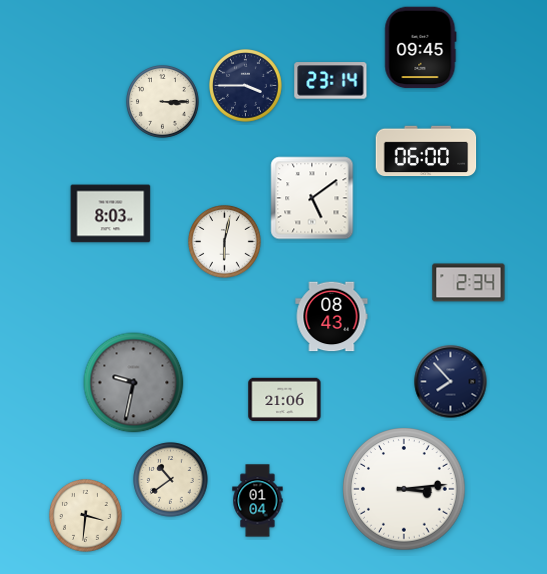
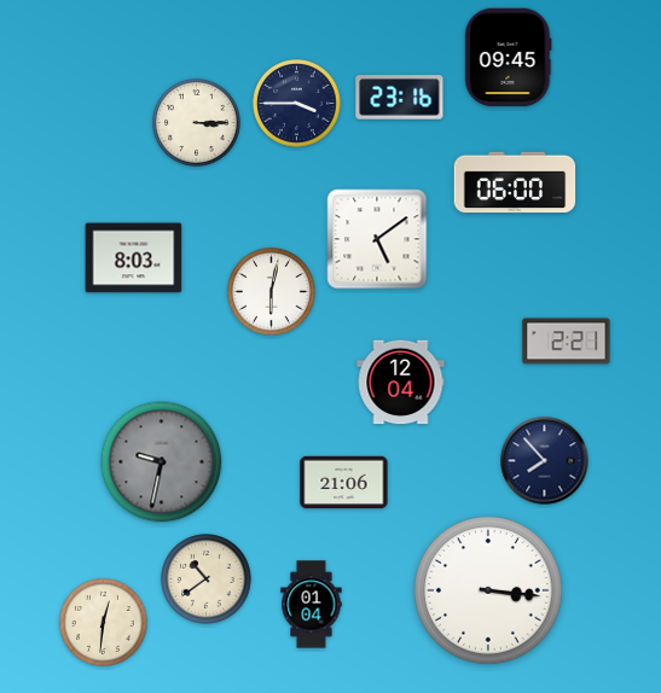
clock at (331, 81): 23:14 -> 23:16
clock at (469, 283): 2:34 -> 2:21
clock at (332, 317): 08:43 -> 12:04
clock at (404, 489): 3:14 -> 3:16
clock at (86, 516): 3:31 -> 12:31
